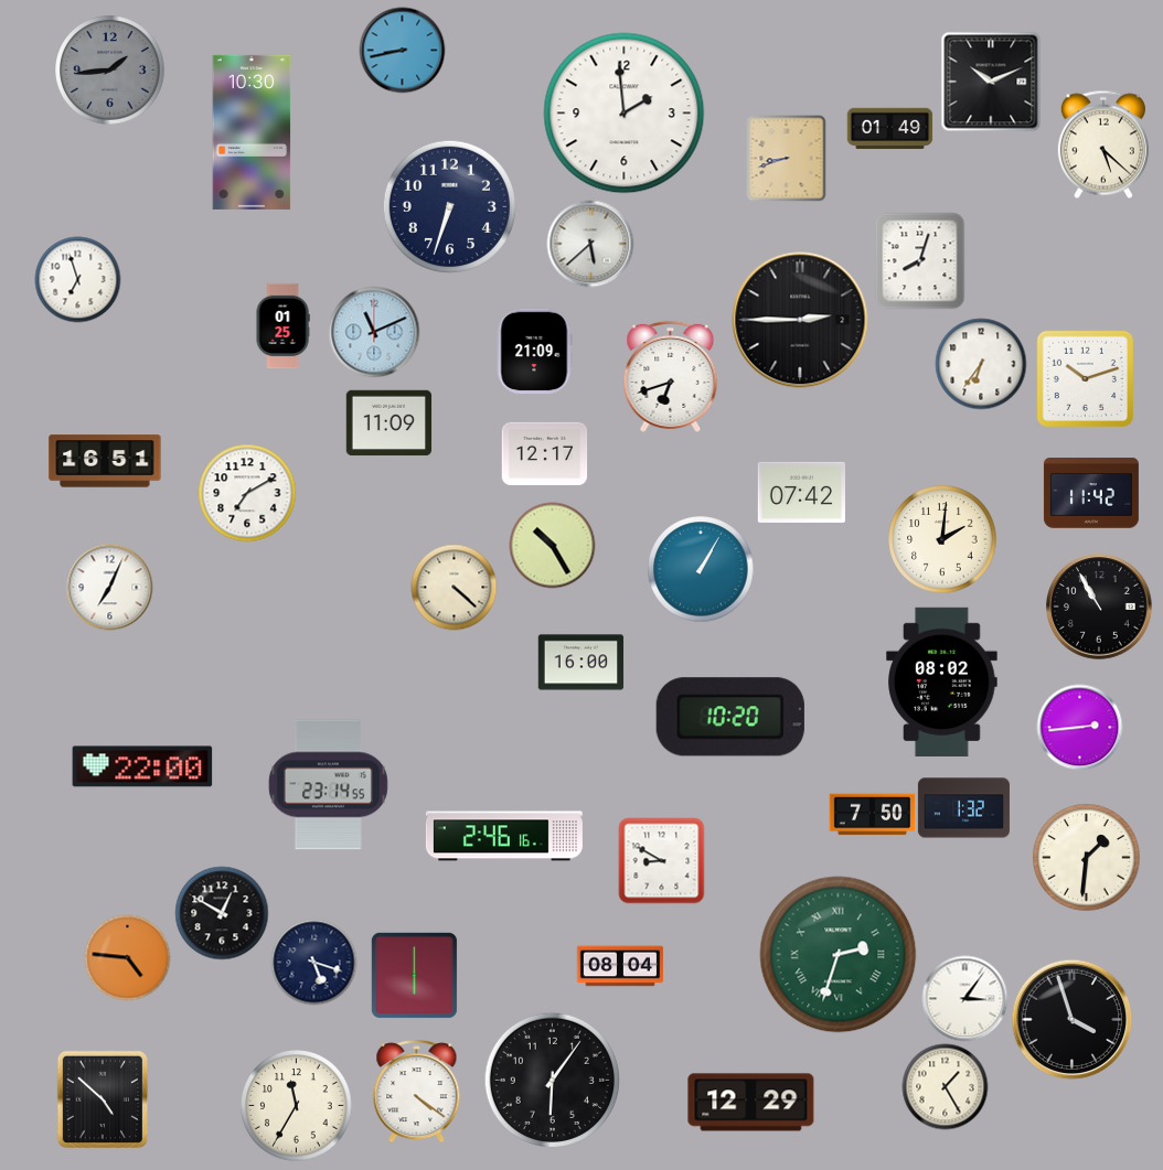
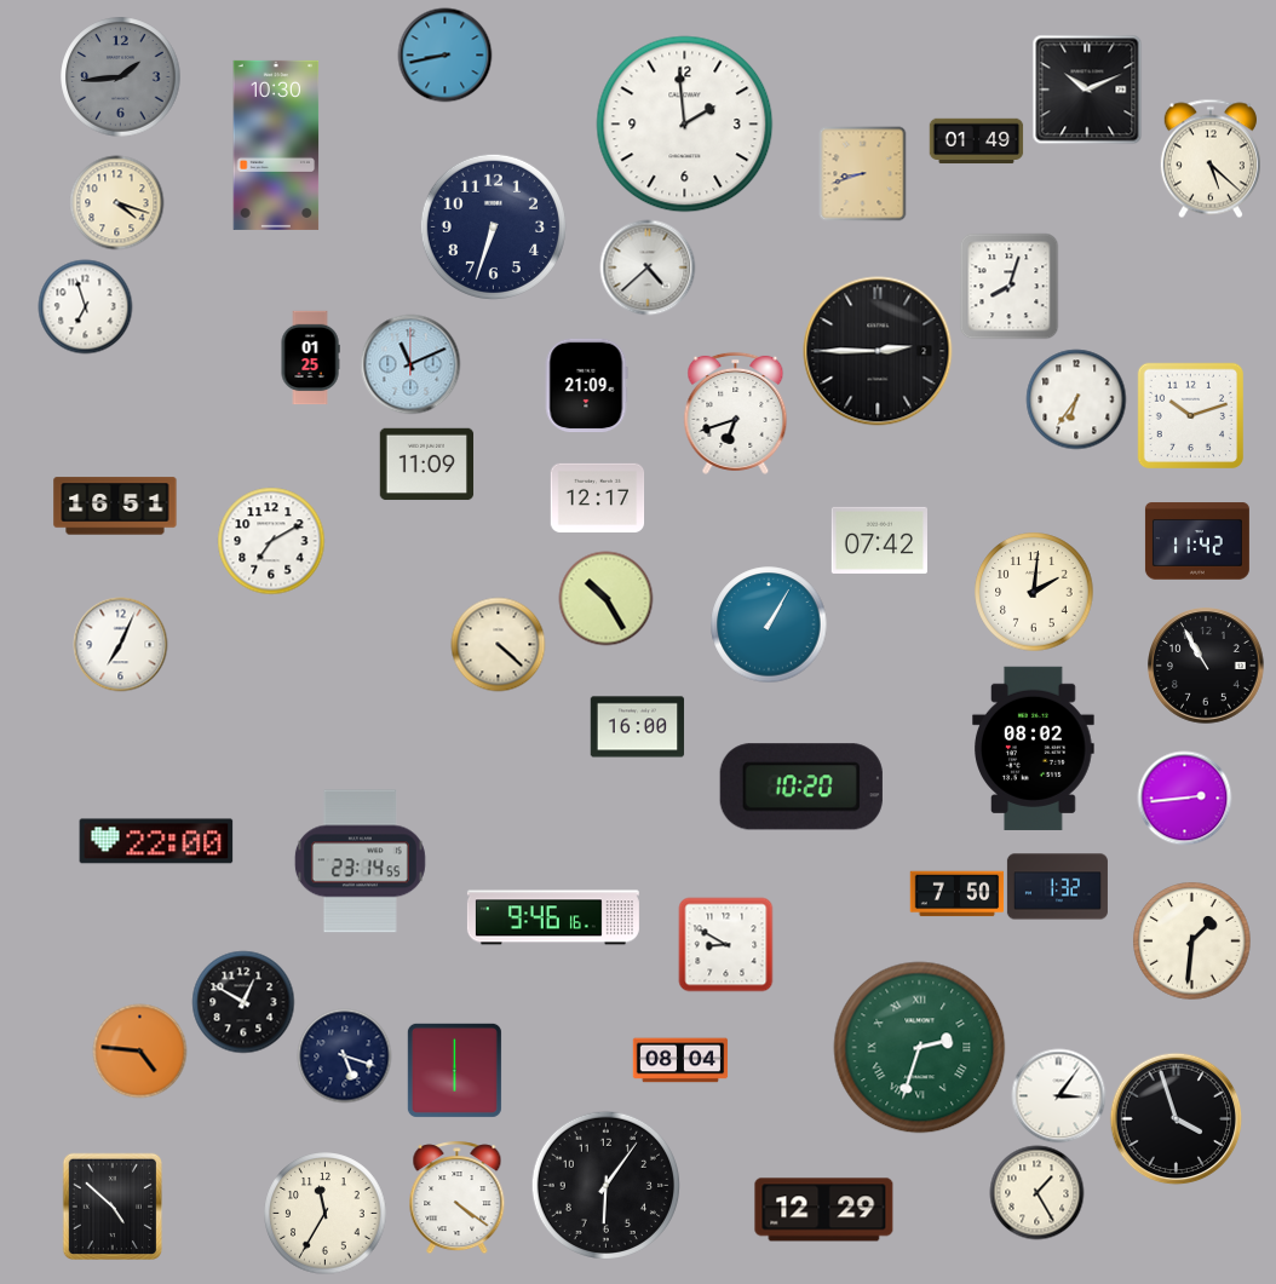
clock at (402, 50) position: (402, 50) -> (444, 54)
clock at (116, 202): none -> 4:18
clock at (590, 244): 5:38 -> 4:38
clock at (504, 836): 2:46 -> 9:46
